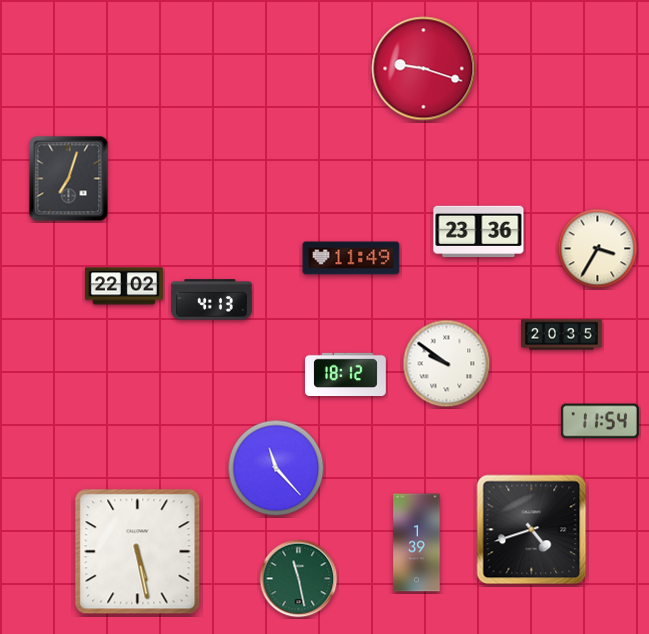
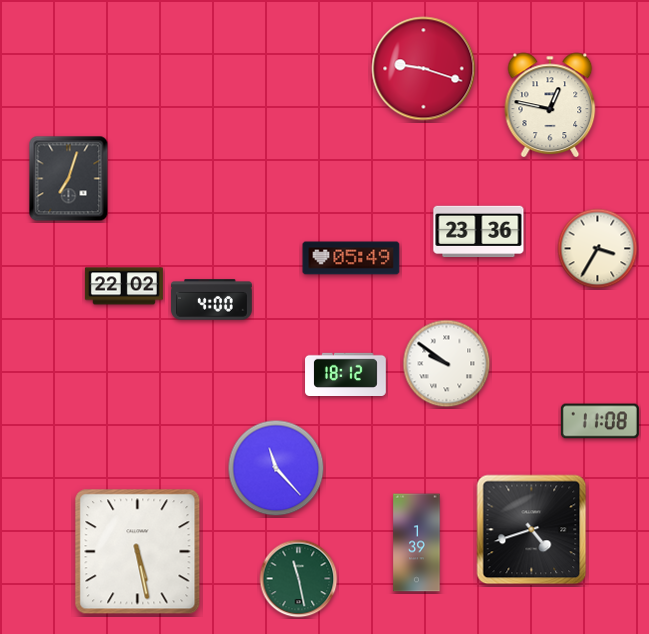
clock at (550, 105): none -> 12:47
clock at (351, 258): 11:49 -> 05:49
clock at (212, 300): 4:13 -> 4:00
clock at (562, 335): 20:35 -> none
clock at (600, 421): 11:54 -> 11:08
